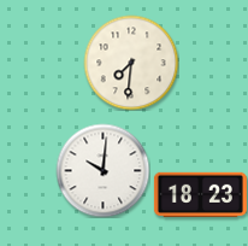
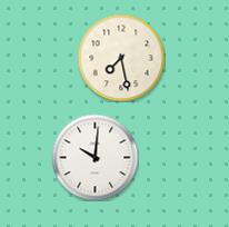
clock at (131, 63): 7:31 -> 7:28
clock at (200, 194): 18:23 -> none
